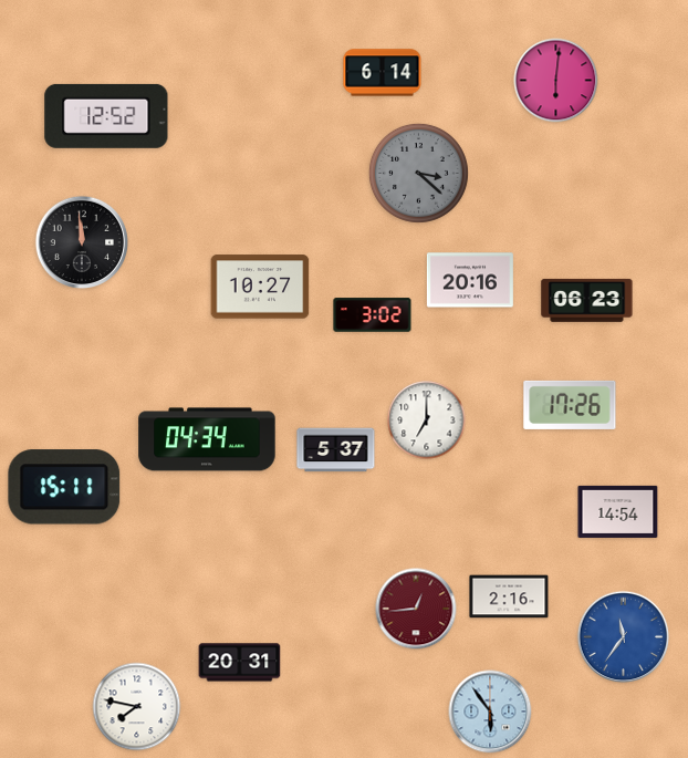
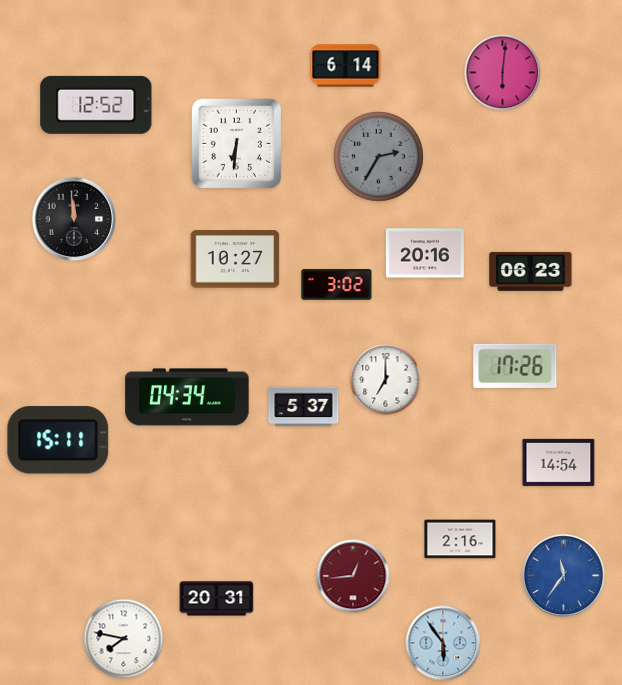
clock at (236, 143): none -> 6:31
clock at (418, 173): 3:22 -> 2:35
clock at (416, 609) position: (416, 609) -> (353, 576)
